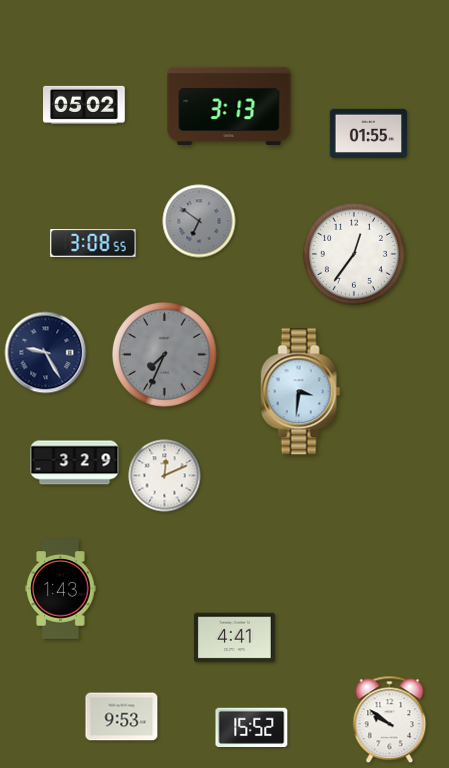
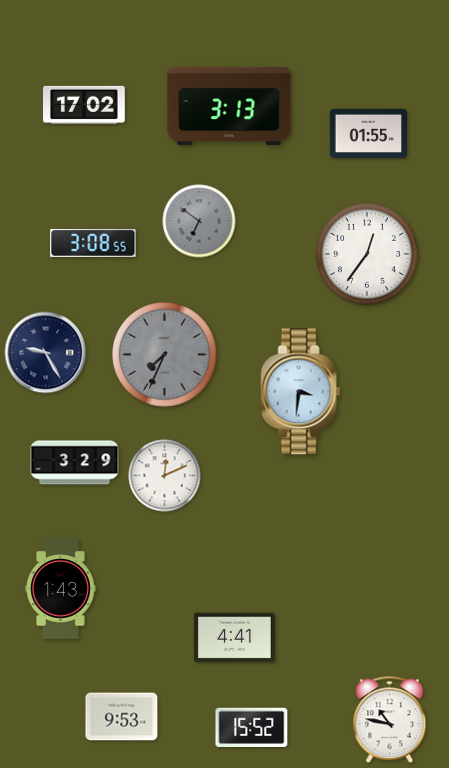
clock at (85, 105): 05:02 -> 17:02
clock at (354, 254) position: (354, 254) -> (367, 254)
clock at (390, 720): 9:51 -> 10:47
